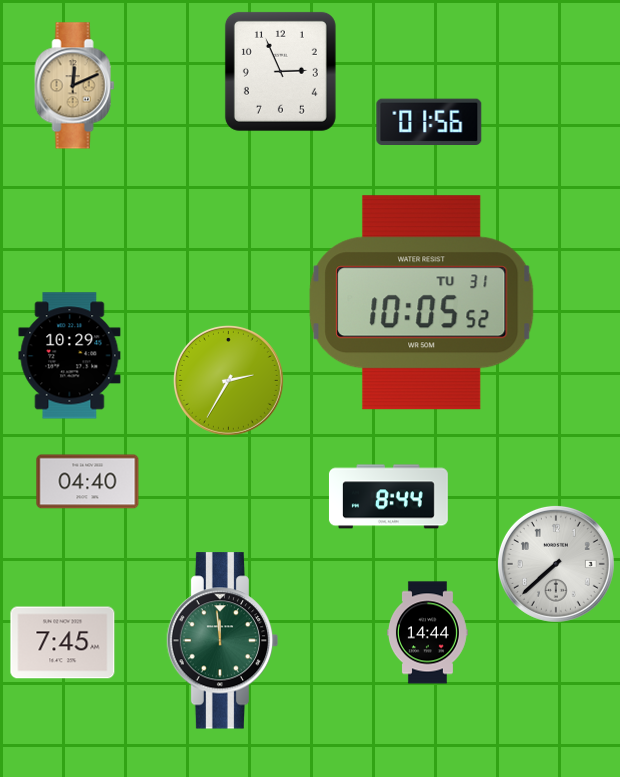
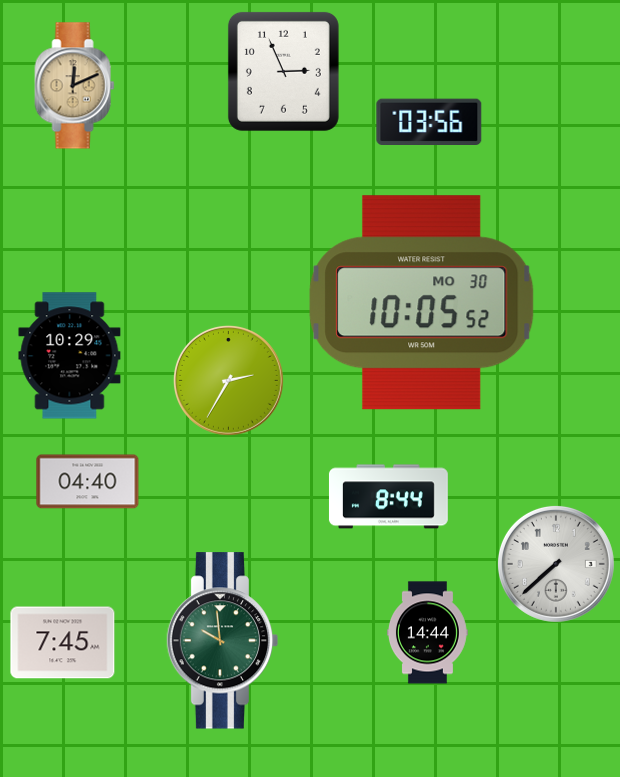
clock at (280, 71) position: (280, 71) -> (283, 71)
clock at (429, 122): 01:56 -> 03:56
clock at (422, 303) date: TU 31 -> MO 30
clock at (223, 641): 11:59 -> 9:59
